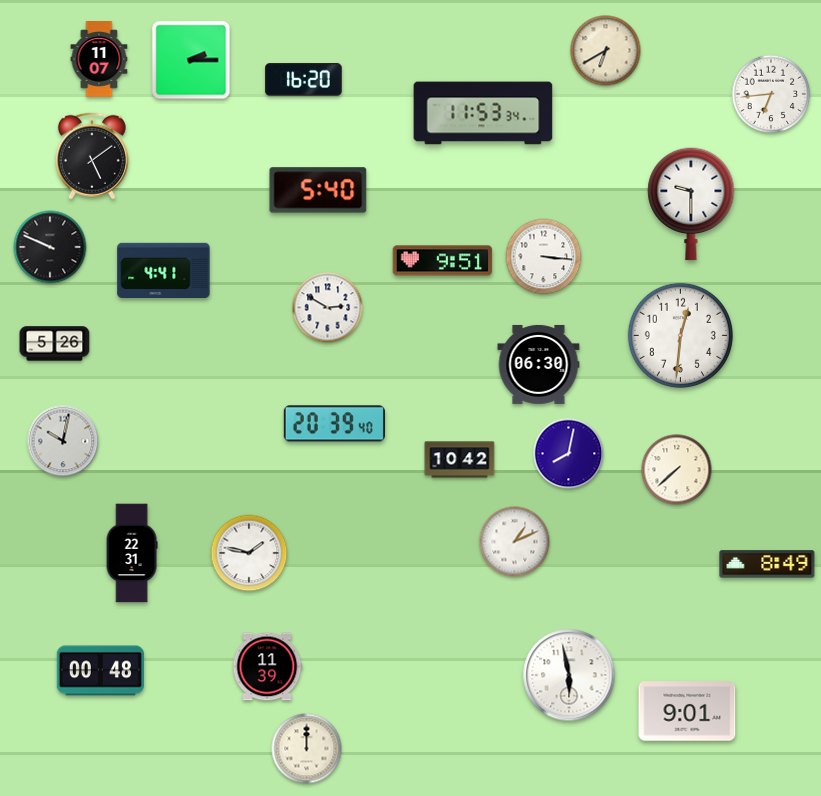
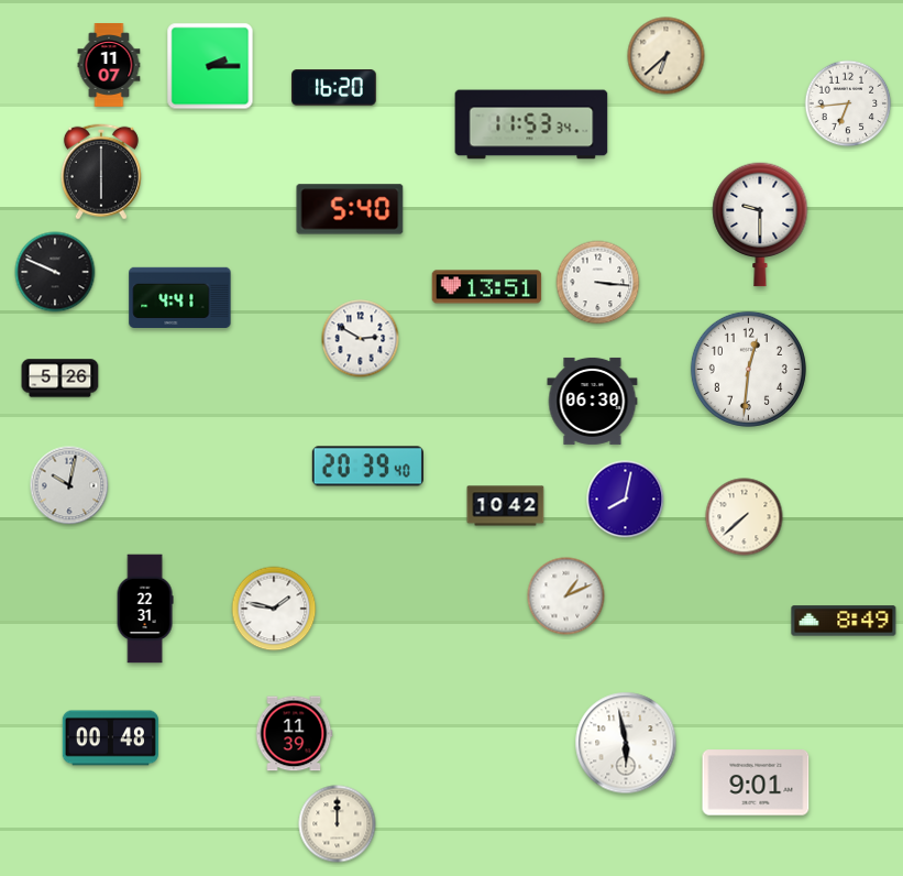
clock at (606, 51): 6:40 -> 6:38
clock at (92, 156): 5:09 -> 6:00
clock at (443, 261): 9:51 -> 13:51
